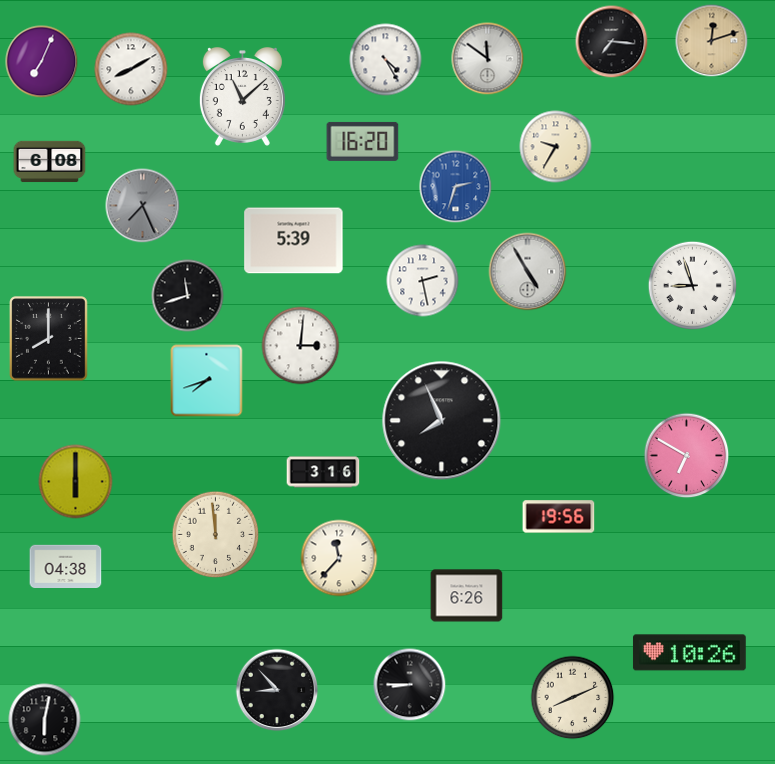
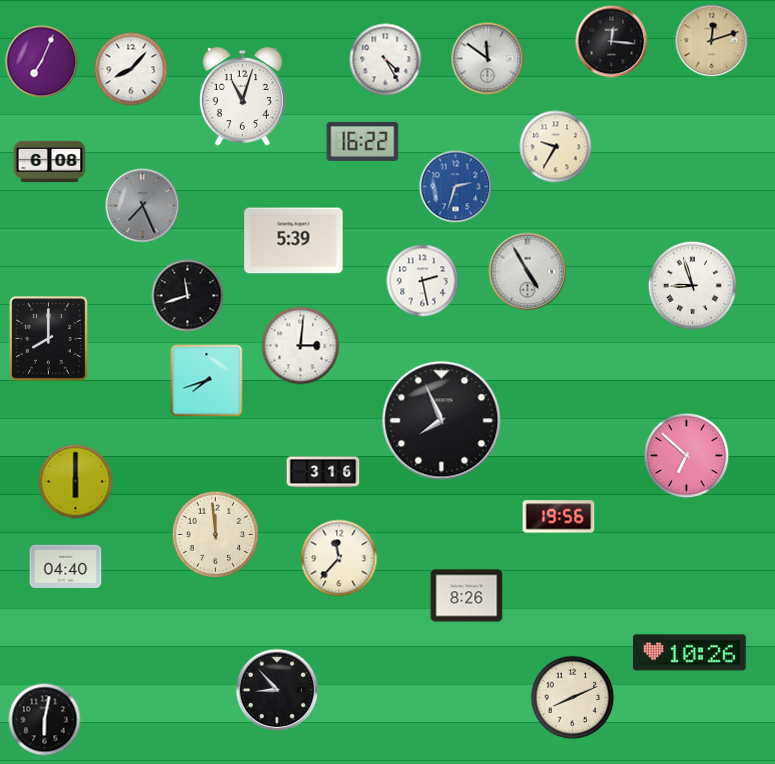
clock at (612, 42): 7:16 -> 12:16
clock at (131, 69): 8:10 -> 8:07
clock at (242, 97): 11:08 -> 11:03
clock at (363, 141): 16:20 -> 16:22
clock at (687, 456): 6:50 -> 6:52
clock at (66, 567): 04:38 -> 04:40
clock at (467, 596): 6:26 -> 8:26
clock at (410, 685): 8:45 -> none
